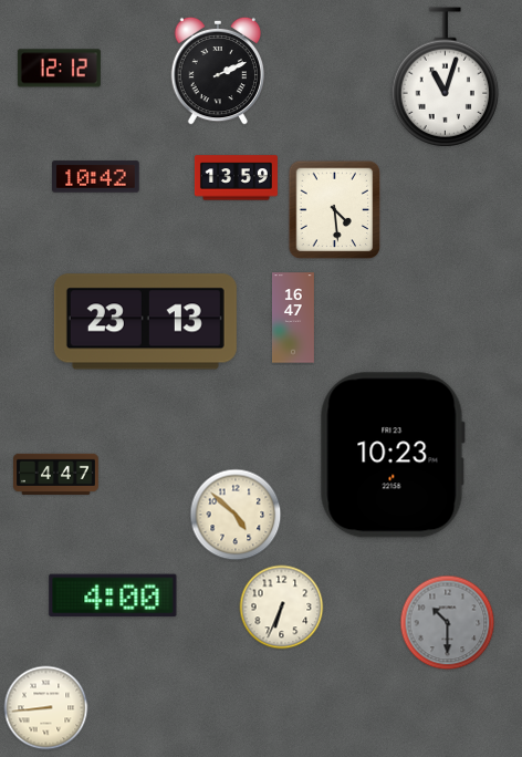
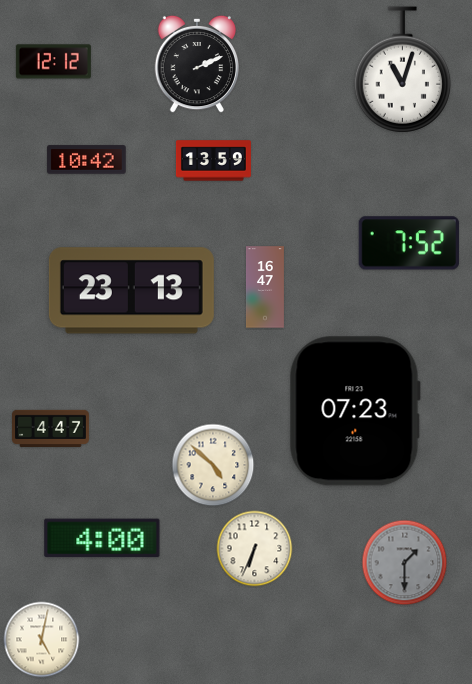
clock at (335, 210): 4:29 -> none
clock at (409, 243): none -> 7:52
clock at (393, 455): 10:23 -> 07:23
clock at (448, 623): 10:30 -> 1:30
clock at (46, 708): 8:44 -> 5:02
